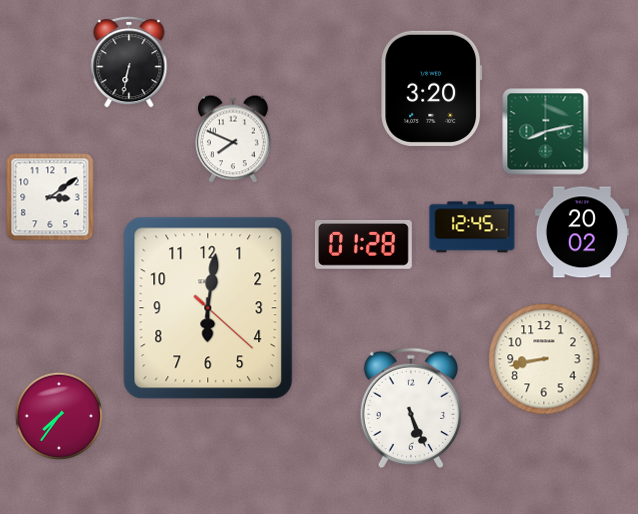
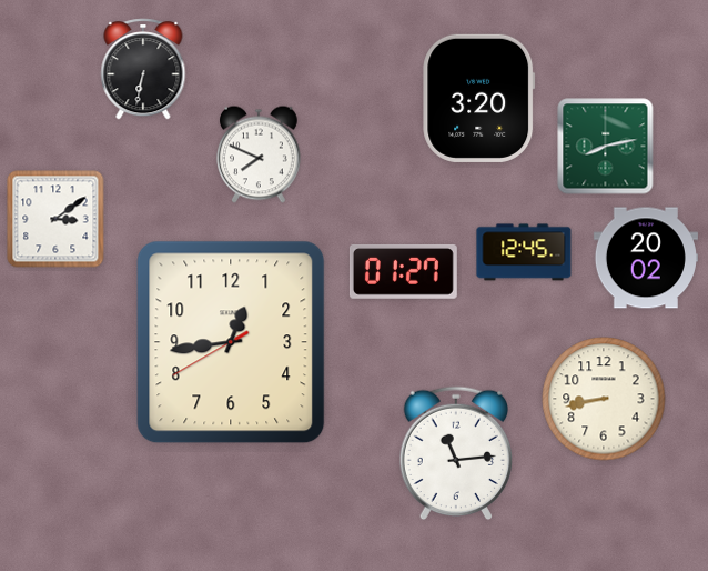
clock at (363, 244): 01:28 -> 01:27
clock at (208, 308): 6:01 -> 12:43
clock at (411, 408): 5:26 -> 11:14
clock at (59, 416): 7:36 -> none
